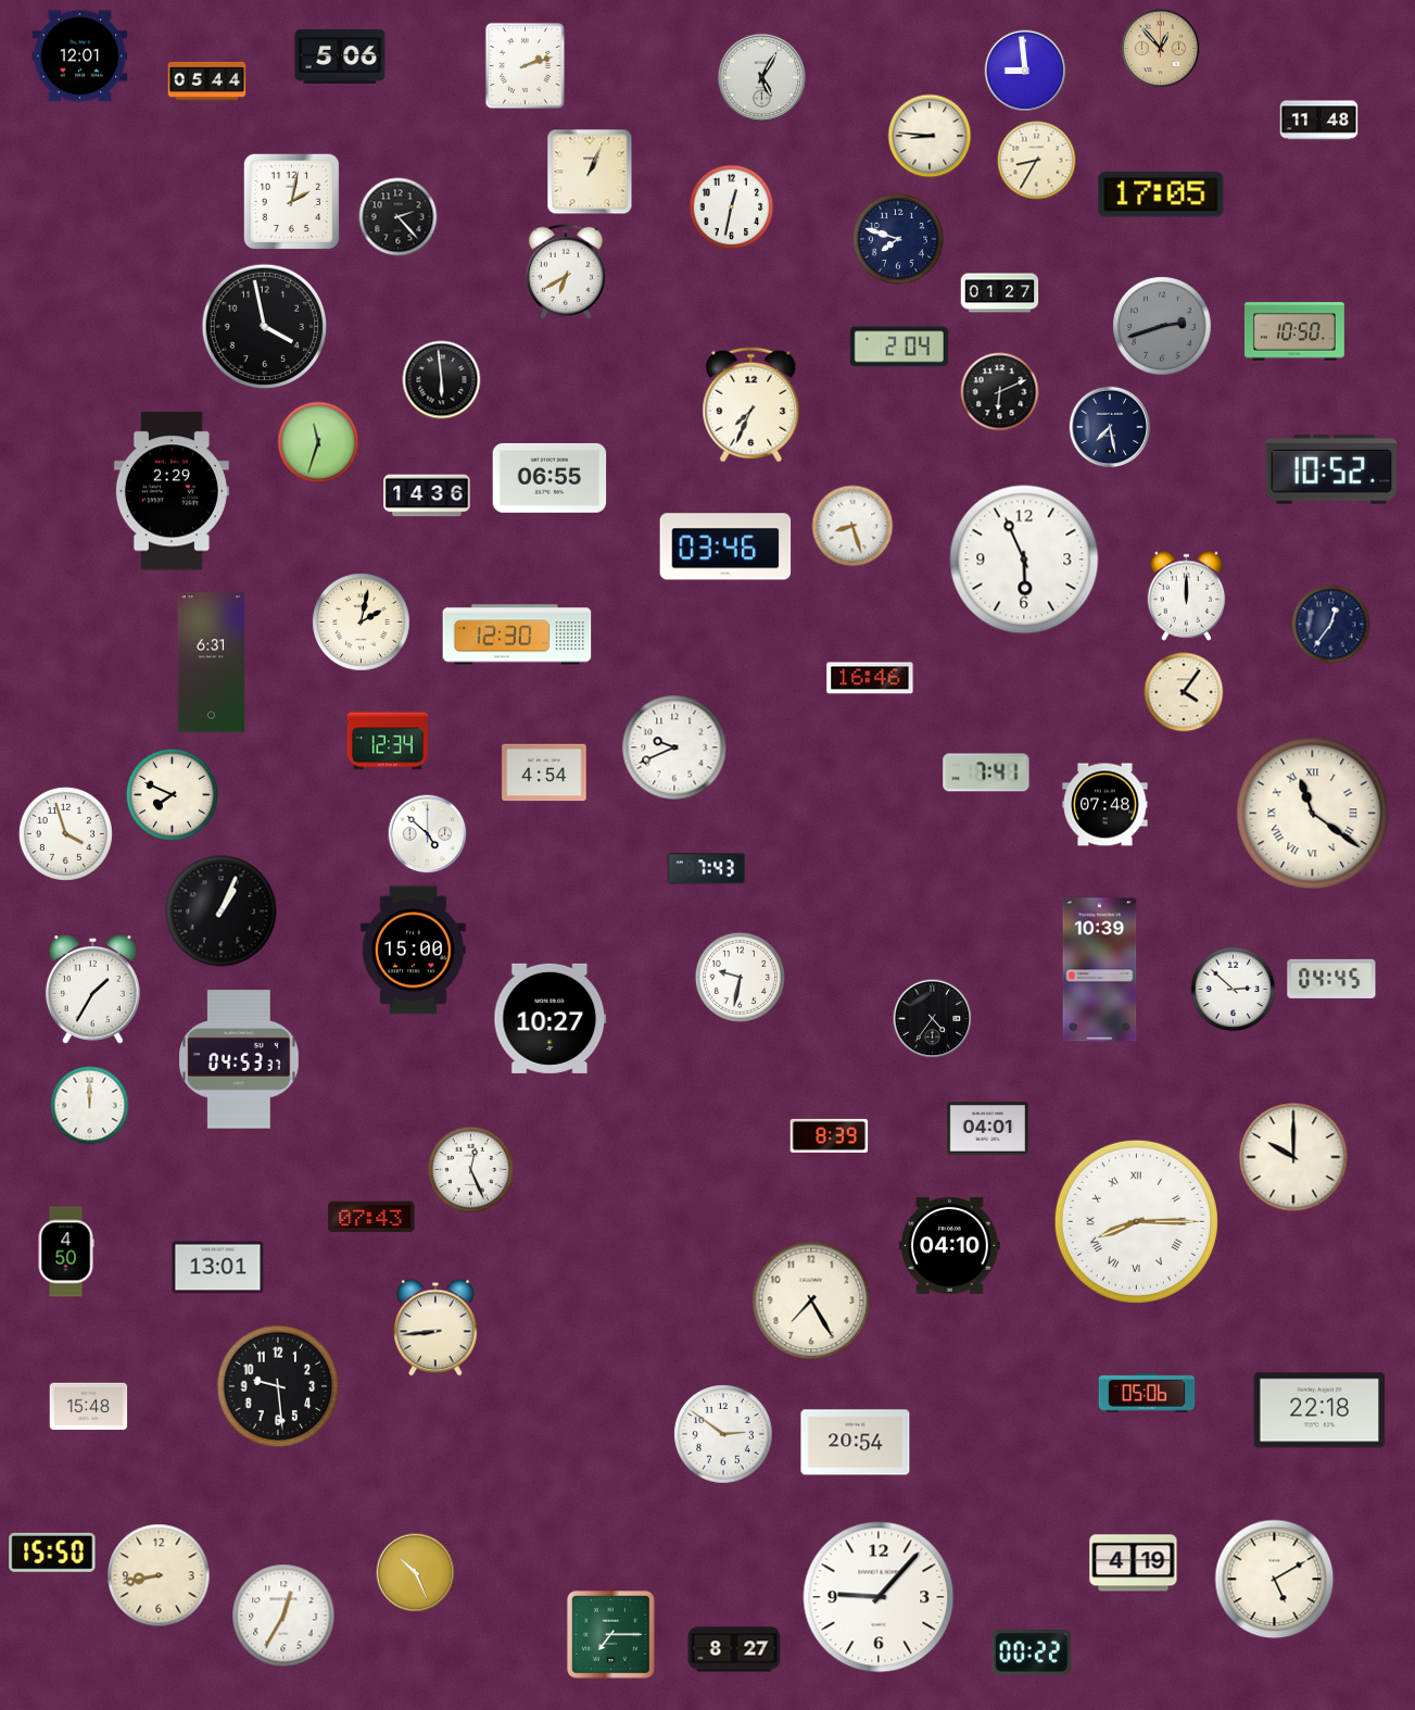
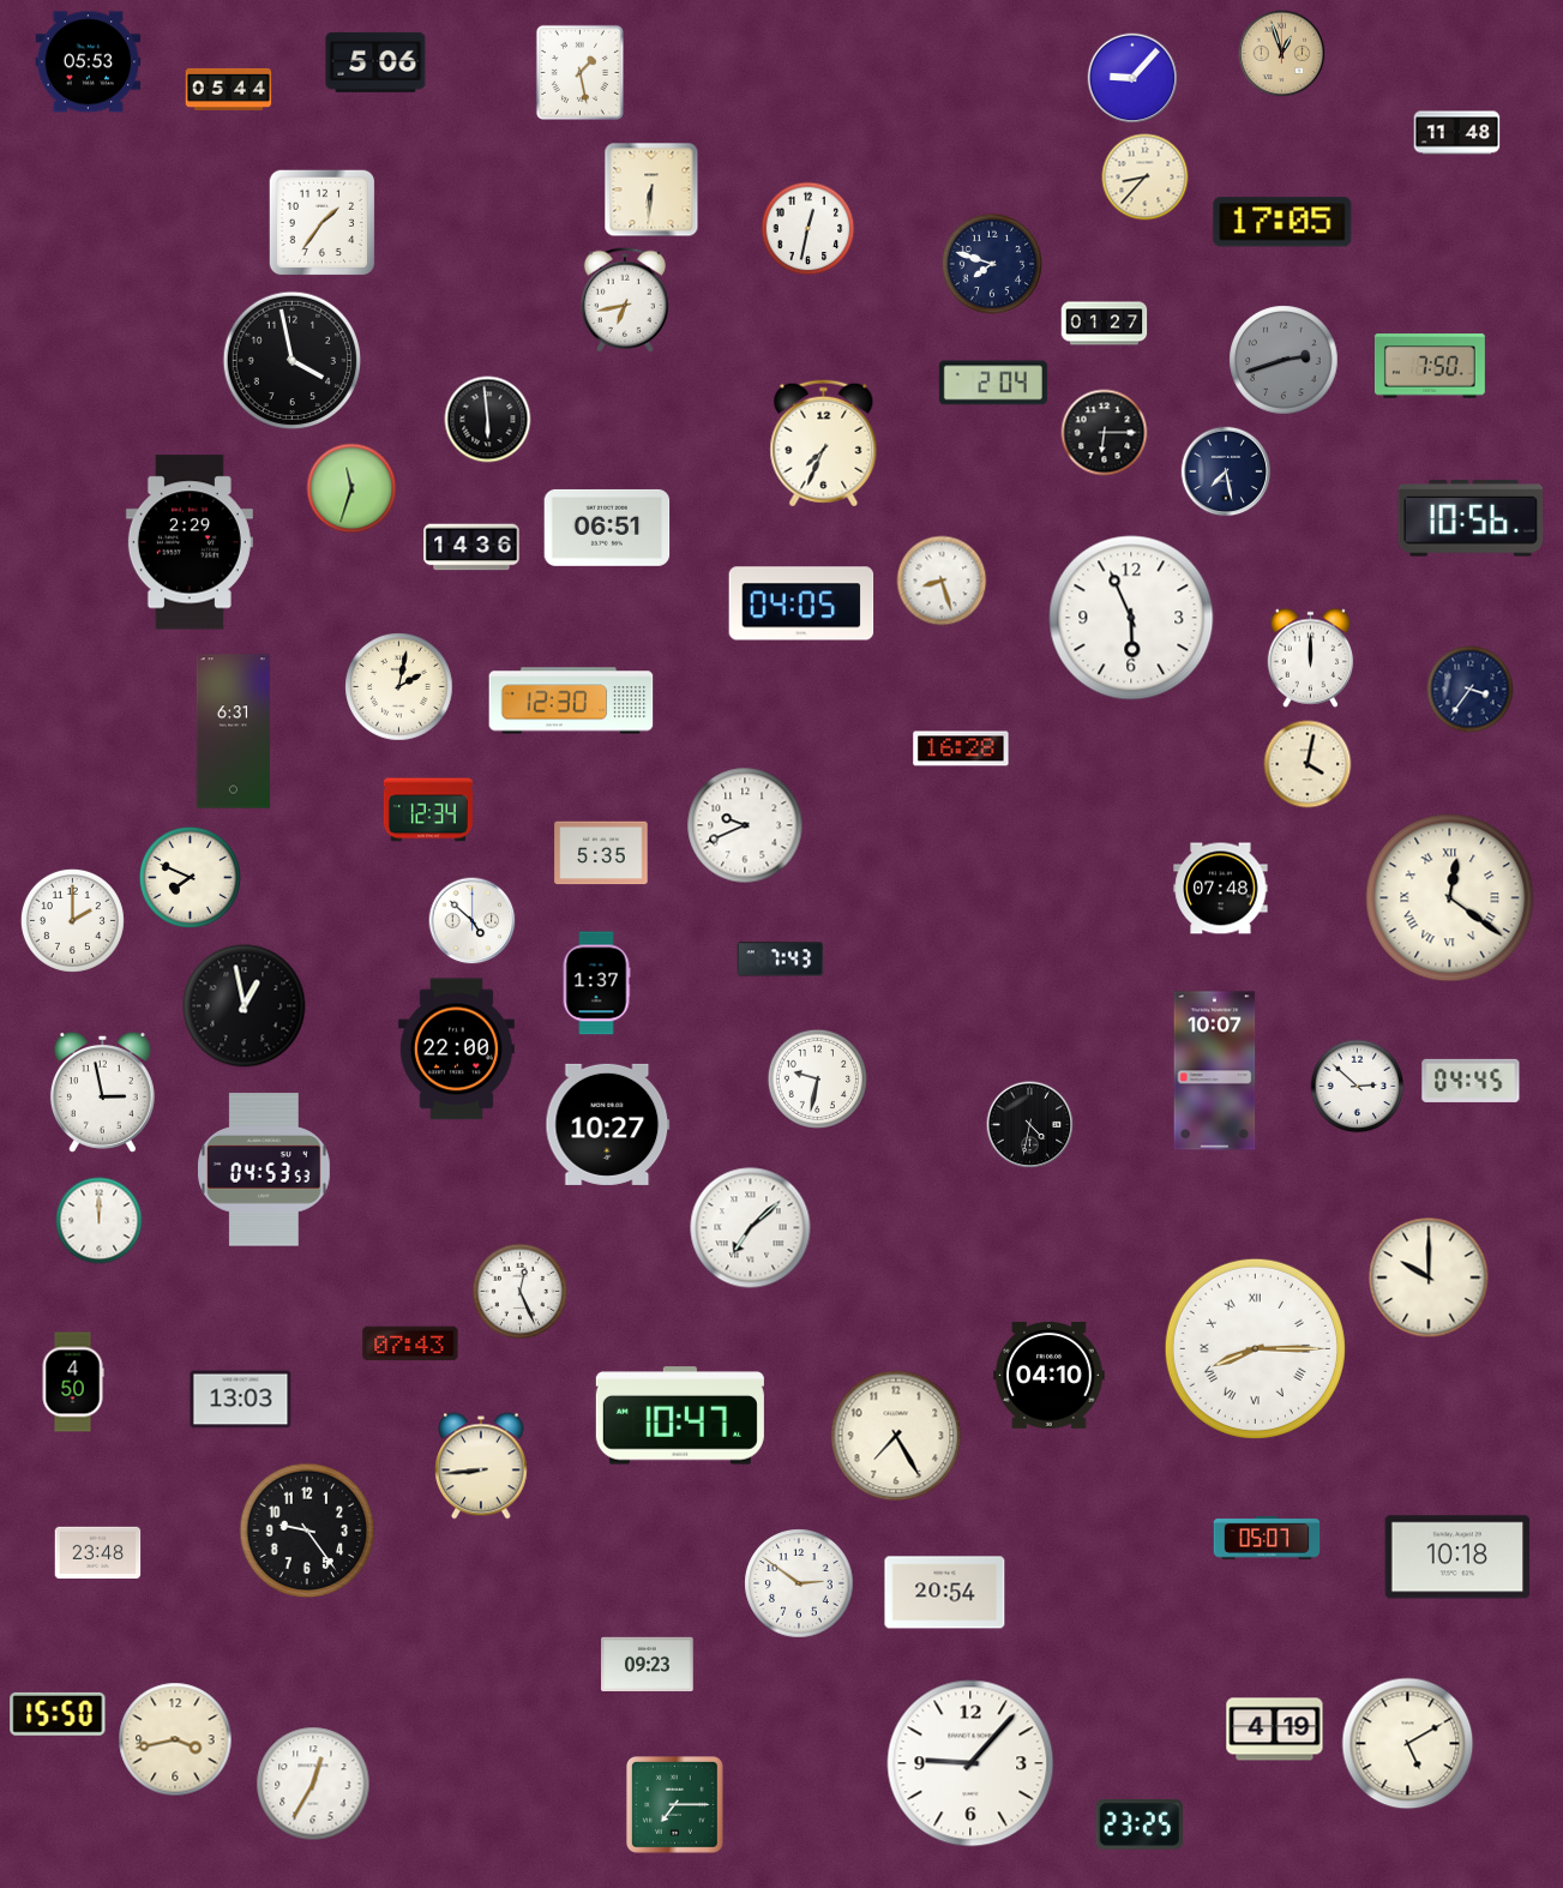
clock at (1161, 49): 12:53 -> 12:57
clock at (80, 56): 12:01 -> 05:53
clock at (525, 65): 2:12 -> 1:28
clock at (1025, 71): 8:59 -> 9:07
clock at (761, 77): 5:05 -> none
clock at (930, 136): 8:46 -> none
clock at (1037, 161): 8:35 -> 8:37
clock at (590, 172): 1:04 -> 6:31
clock at (1161, 194) position: (1161, 194) -> (1282, 222)
clock at (292, 202): 2:02 -> 1:36
clock at (399, 217): 2:23 -> none
clock at (566, 272): 6:40 -> 6:43
clock at (1294, 331): 10:50 -> 7:50
clock at (1000, 392): 6:11 -> 6:15
clock at (751, 405) position: (751, 405) -> (824, 444)
clock at (1331, 469): 10:52 -> 10:56
clock at (549, 478): 06:55 -> 06:51
clock at (725, 546): 03:46 -> 04:05
clock at (1331, 625): 12:36 -> 3:36
clock at (870, 678): 16:46 -> 16:28
clock at (1184, 692): 4:06 -> 4:02
clock at (388, 741) position: (388, 741) -> (428, 810)
clock at (544, 772): 4:54 -> 5:35
clock at (986, 772): 7:41 -> none
clock at (1313, 814): 11:21 -> 12:21
clock at (65, 833): 3:57 -> 2:00
clock at (596, 984): none -> 1:37
clock at (222, 911): 1:04 -> 12:58
clock at (413, 951): 15:00 -> 22:00
clock at (1100, 970): 10:39 -> 10:07
clock at (92, 989): 1:35 -> 2:58
clock at (1234, 990) position: (1234, 990) -> (1358, 1087)
clock at (933, 1019): 4:36 -> 4:32
clock at (240, 1059): 04:53:37 -> 04:53:53
clock at (751, 1228): none -> 7:08
clock at (987, 1129): 04:01 -> none
clock at (830, 1135): 8:39 -> none
clock at (218, 1268): 13:01 -> 13:03
clock at (680, 1415): none -> 10:47
clock at (278, 1386): 9:29 -> 9:24
clock at (1147, 1393): 05:06 -> 05:07
clock at (89, 1407): 15:48 -> 23:48
clock at (1319, 1410): 22:18 -> 10:18
clock at (648, 1664): none -> 09:23
clock at (1134, 1563) position: (1134, 1563) -> (1275, 1730)
clock at (416, 1573): 10:26 -> none
clock at (159, 1575): 8:43 -> 3:43
clock at (734, 1649): 8:27 -> none
clock at (1032, 1654): 00:22 -> 23:25
